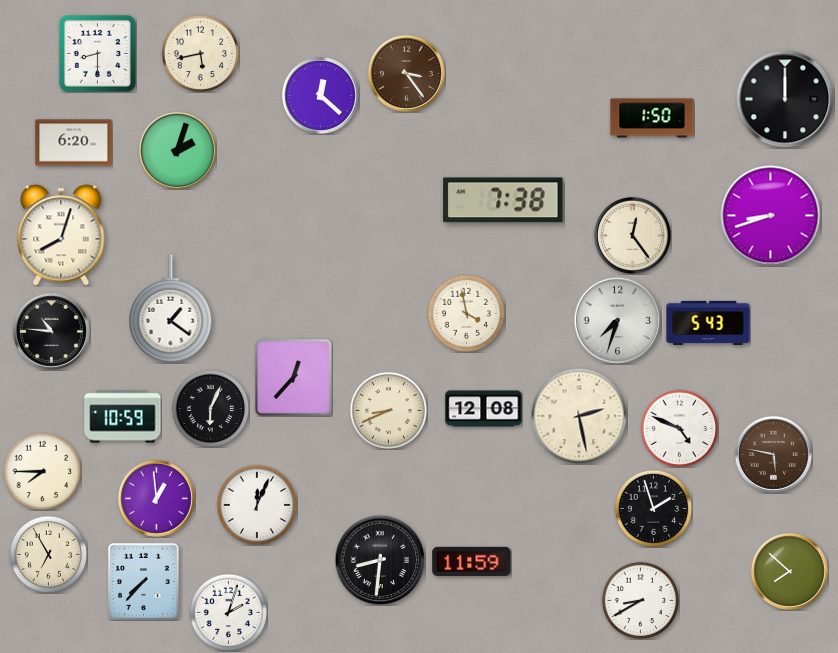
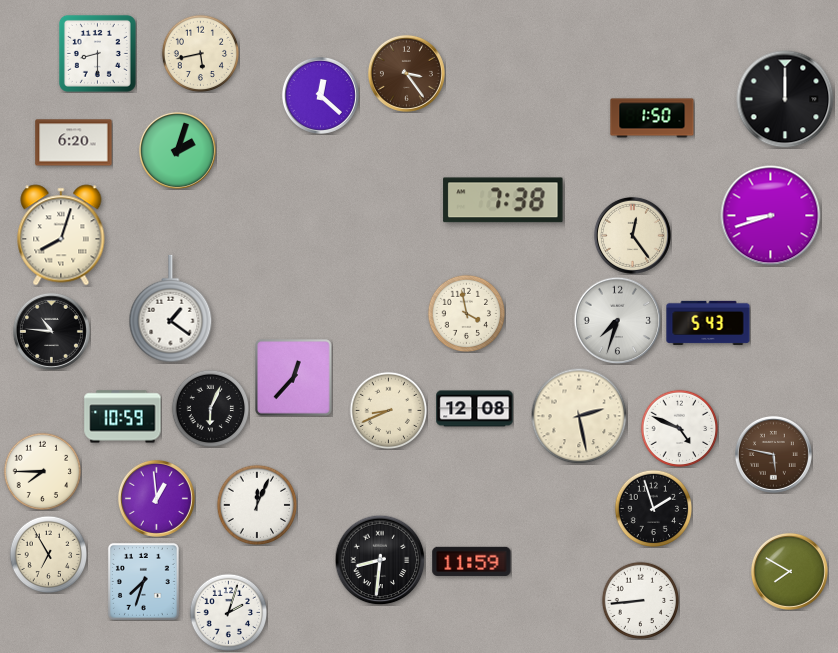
clock at (484, 409) position: (484, 409) -> (475, 409)
clock at (789, 571): 7:52 -> 7:50
clock at (143, 581): 7:37 -> 7:33
clock at (640, 600): 8:40 -> 8:44
